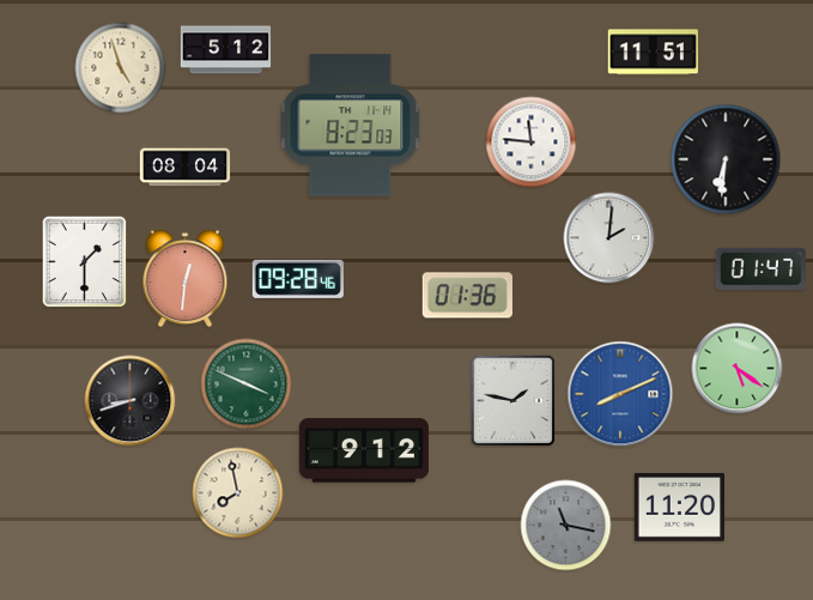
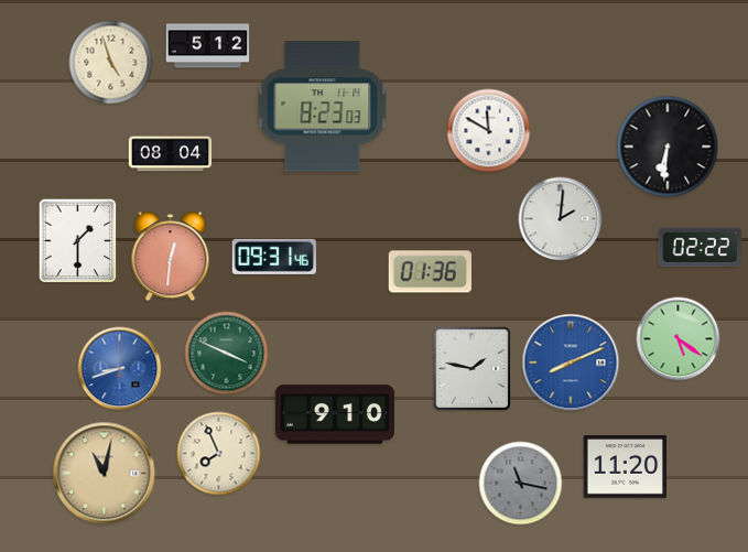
clock at (653, 53): 11:51 -> none
clock at (351, 126) position: (351, 126) -> (323, 107)
clock at (532, 143): 11:46 -> 11:50
clock at (760, 268): 01:47 -> 02:22
clock at (298, 279): 09:28 -> 09:31
clock at (131, 401) dial: black -> blue
clock at (364, 450): 9:12 -> 9:10
clock at (238, 493): 7:58 -> 7:56
clock at (105, 474): none -> 11:02
